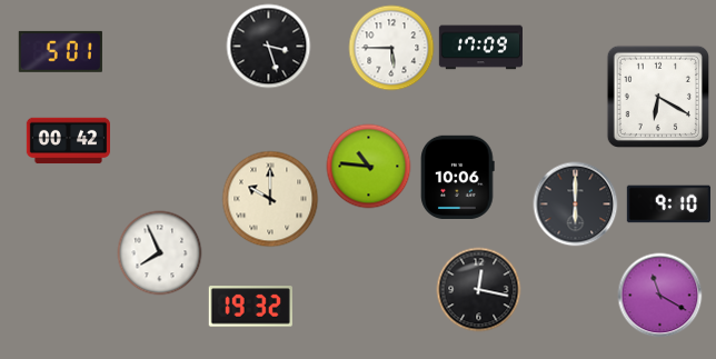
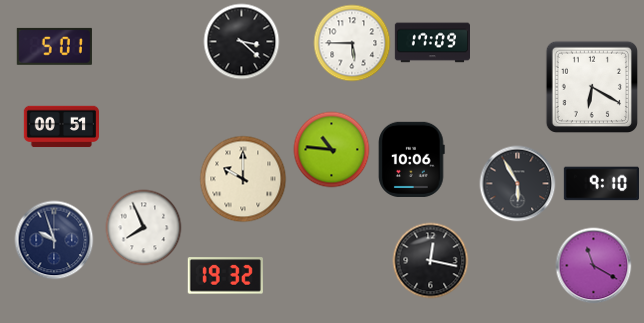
clock at (269, 47): 3:27 -> 3:22
clock at (68, 141): 00:42 -> 00:51
clock at (576, 205): 6:00 -> 5:55
clock at (54, 240): none -> 9:57
